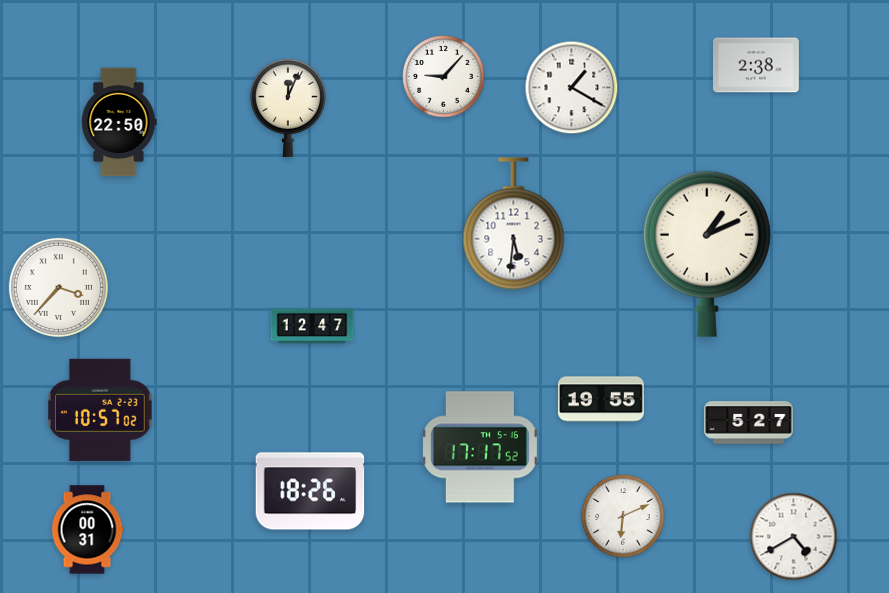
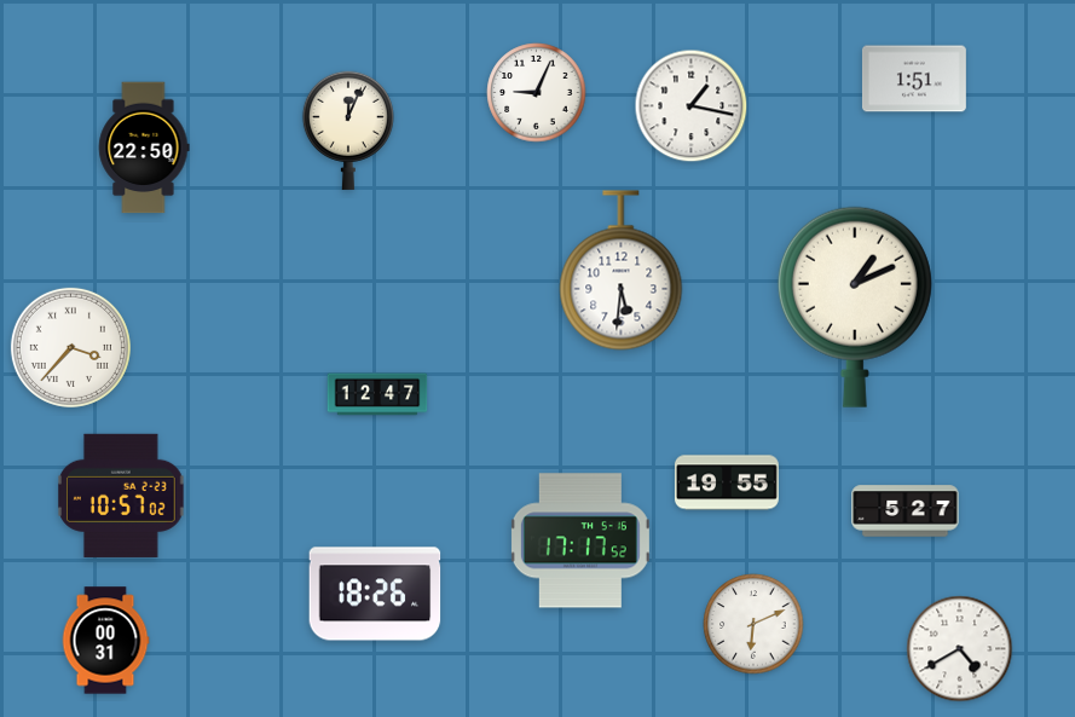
clock at (756, 65): 2:38 -> 1:51
clock at (444, 77): 9:07 -> 9:04
clock at (572, 88): 1:20 -> 1:17
